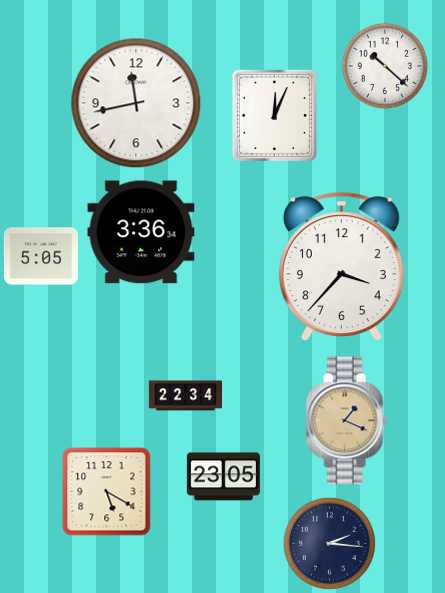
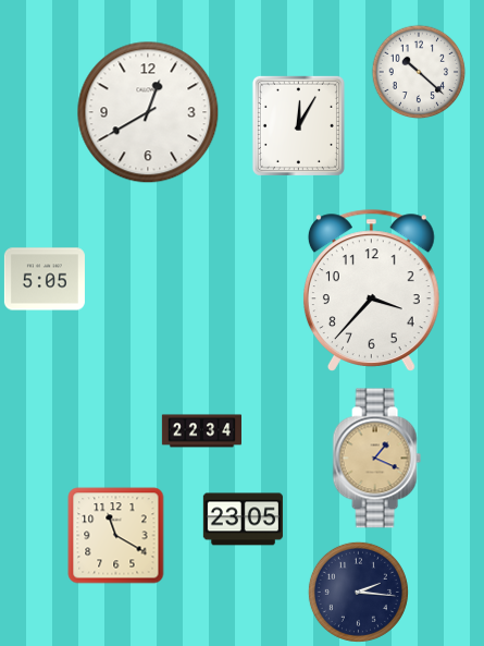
clock at (136, 103): 11:43 -> 12:40
clock at (274, 115): 12:04 -> 12:05
clock at (141, 232): 3:36 -> none
clock at (107, 492): 5:20 -> 11:20
